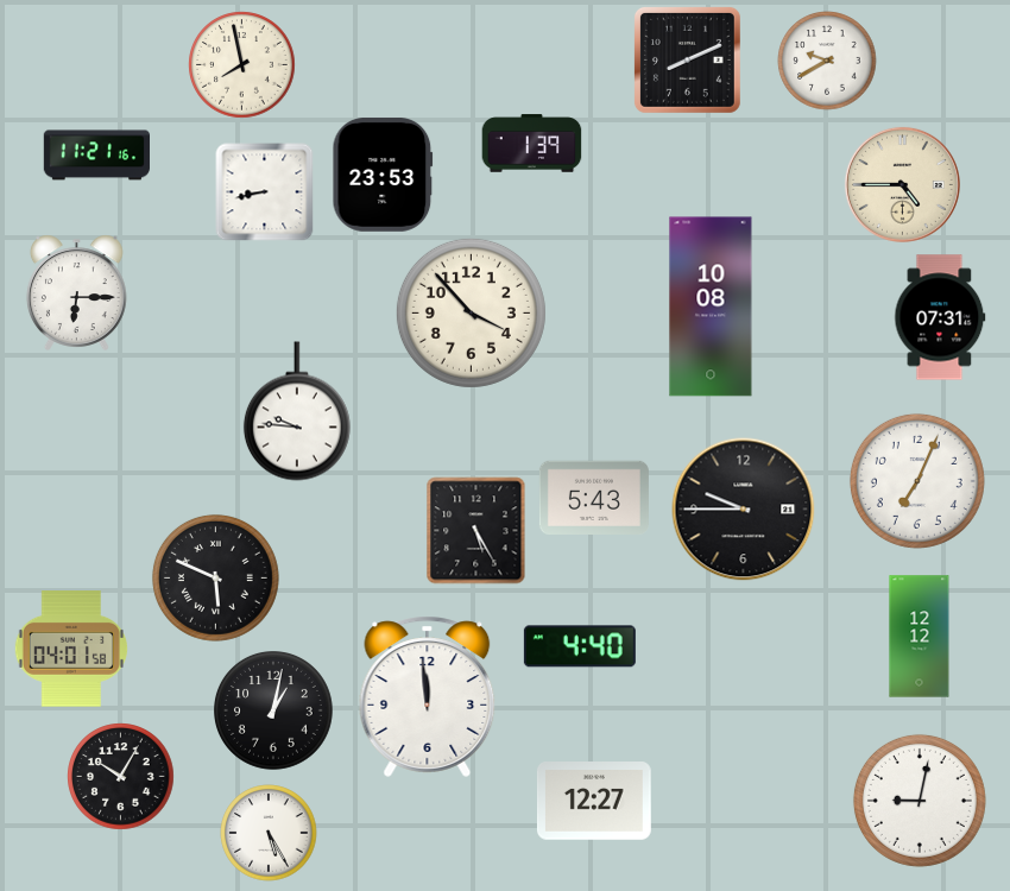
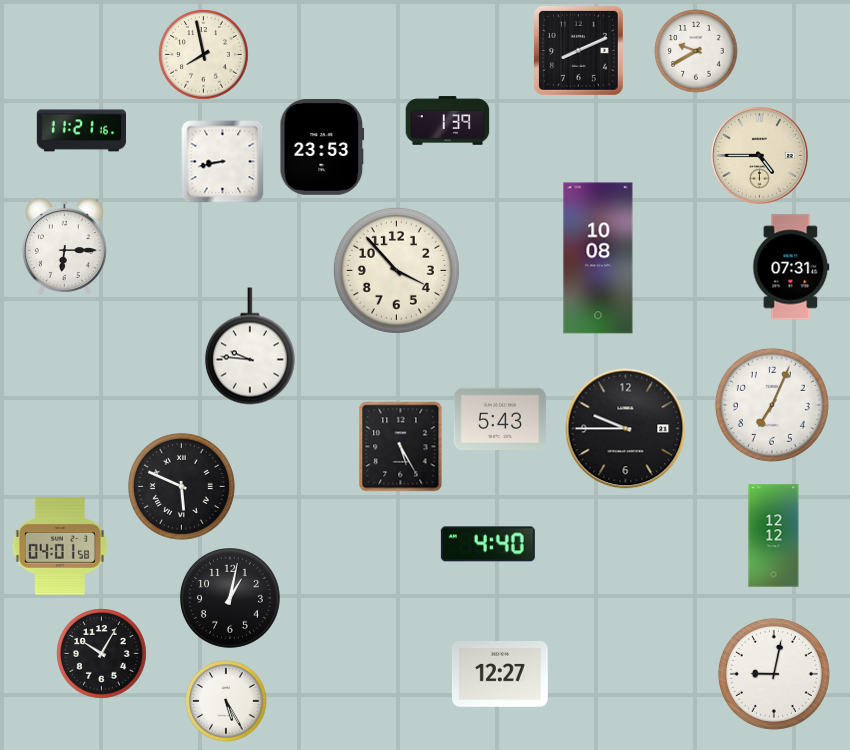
clock at (471, 312) position: (471, 312) -> (396, 270)
clock at (428, 696): 11:59 -> none
